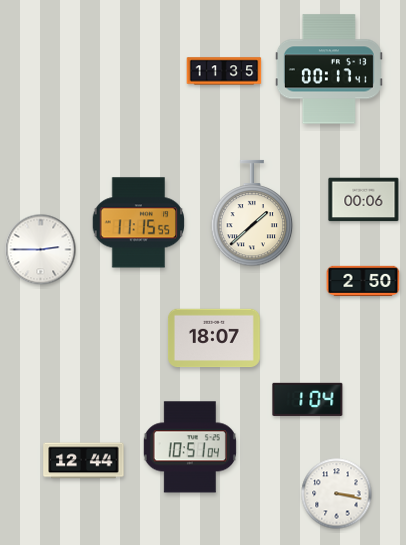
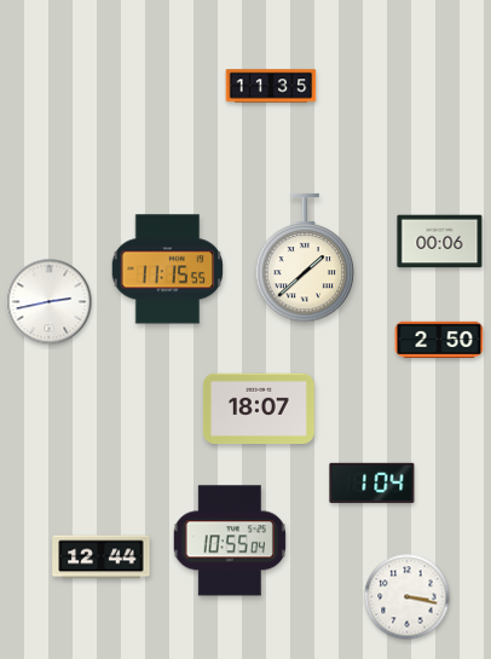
clock at (329, 69): 00:17 -> none
clock at (41, 250): 2:45 -> 2:43
clock at (190, 447): 10:51 -> 10:55
